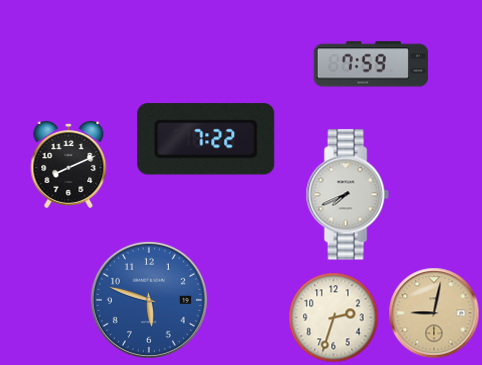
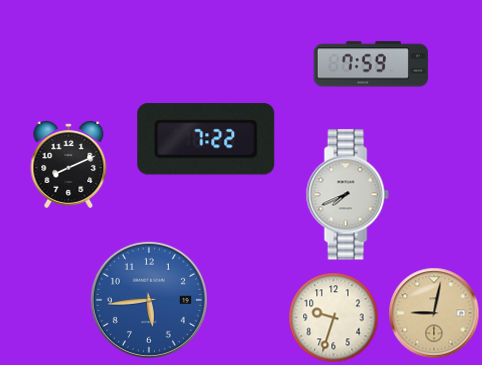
clock at (149, 300): 5:48 -> 5:44
clock at (334, 318): 2:33 -> 9:33
